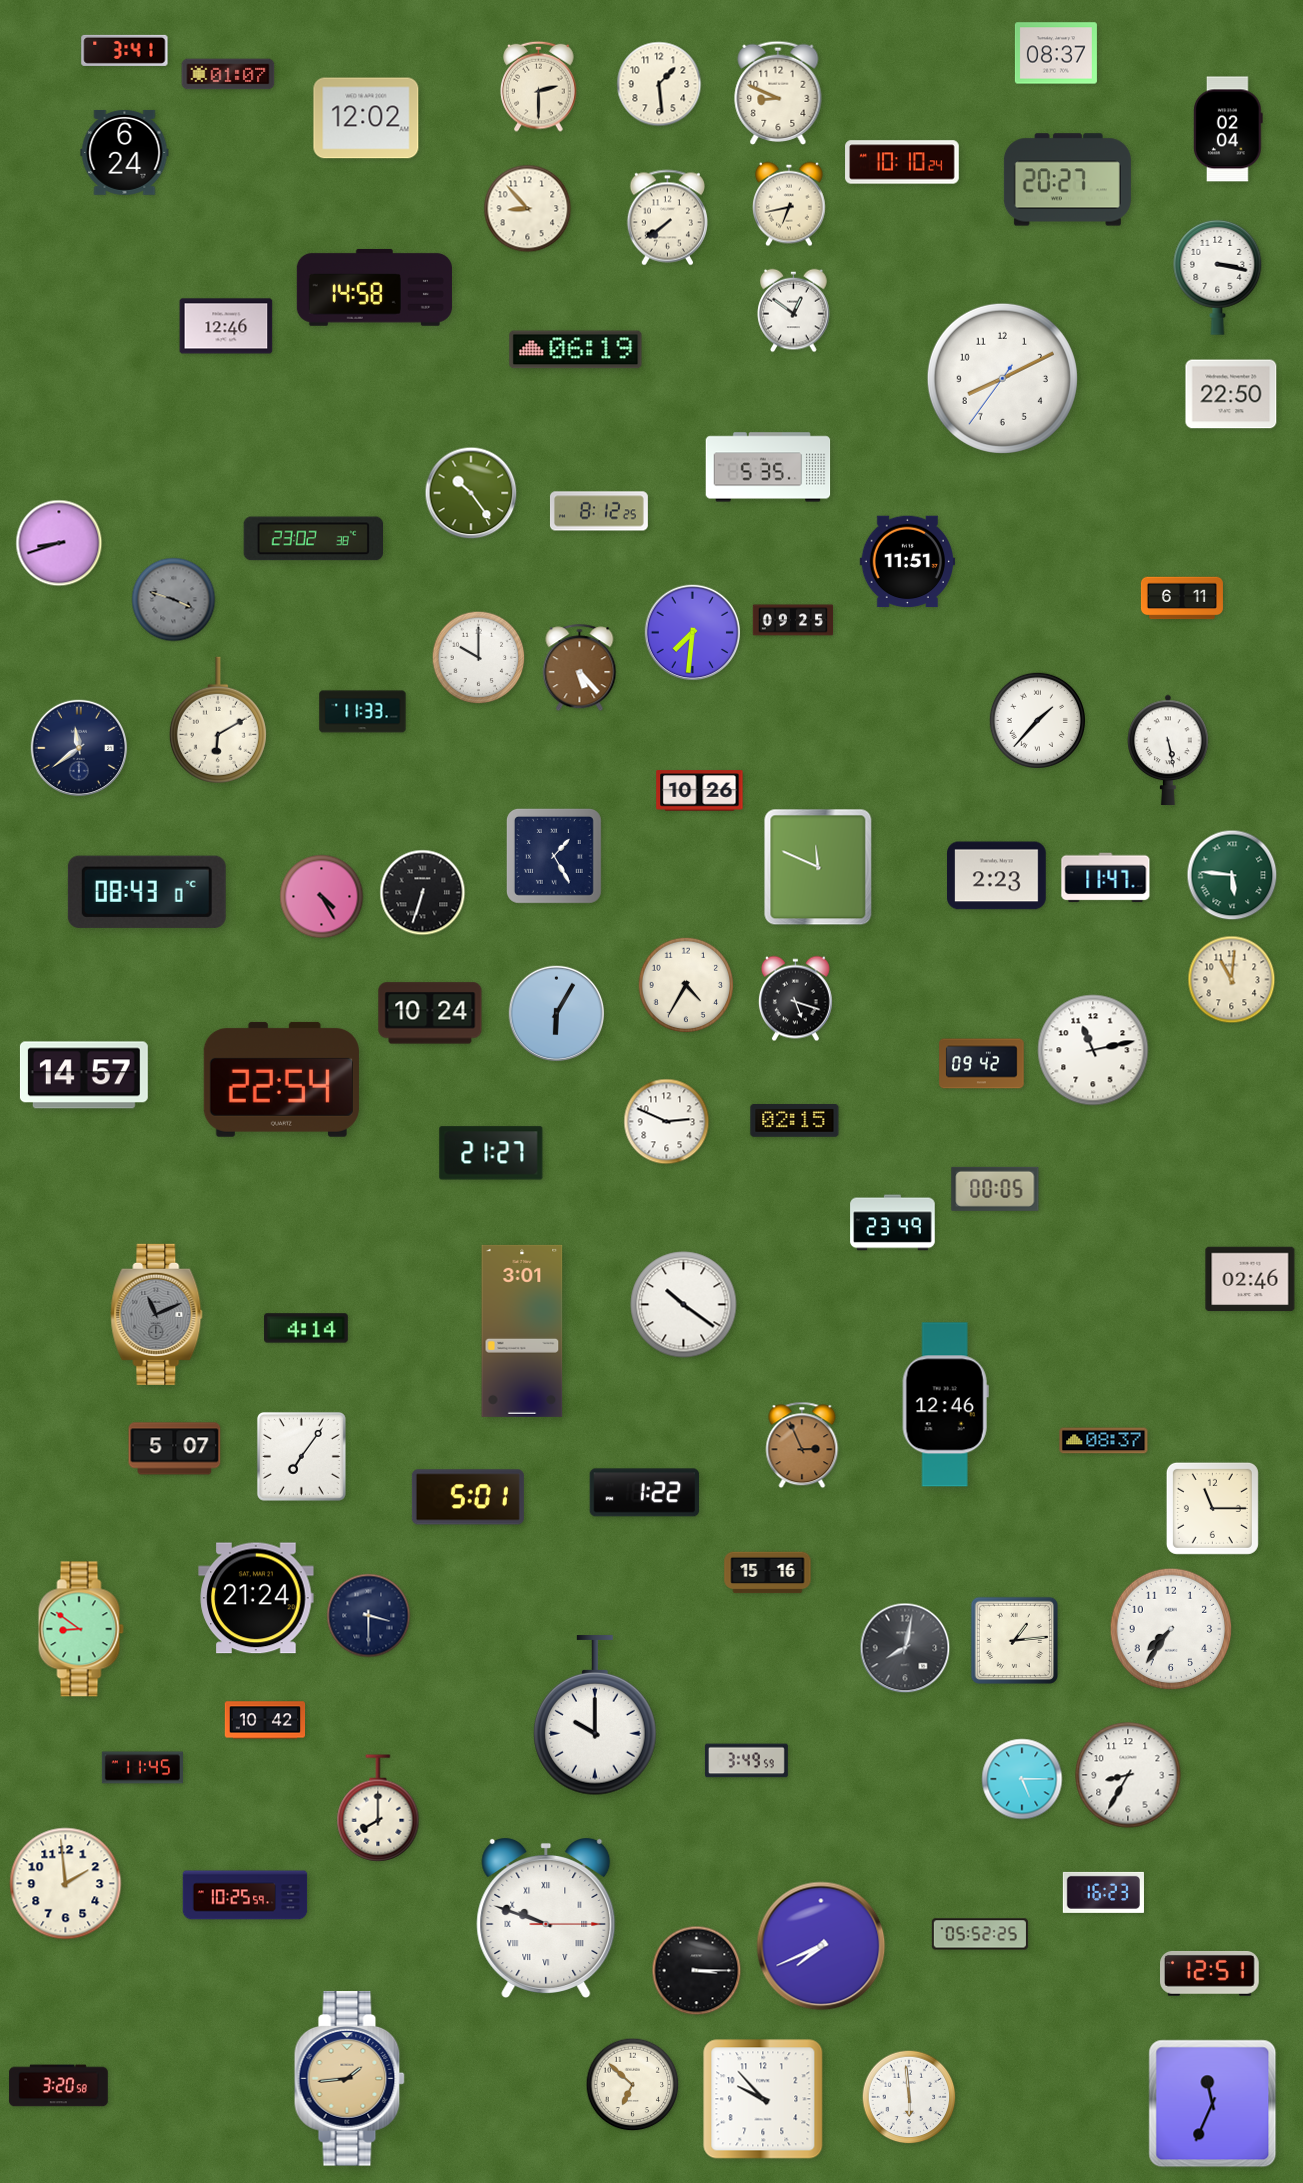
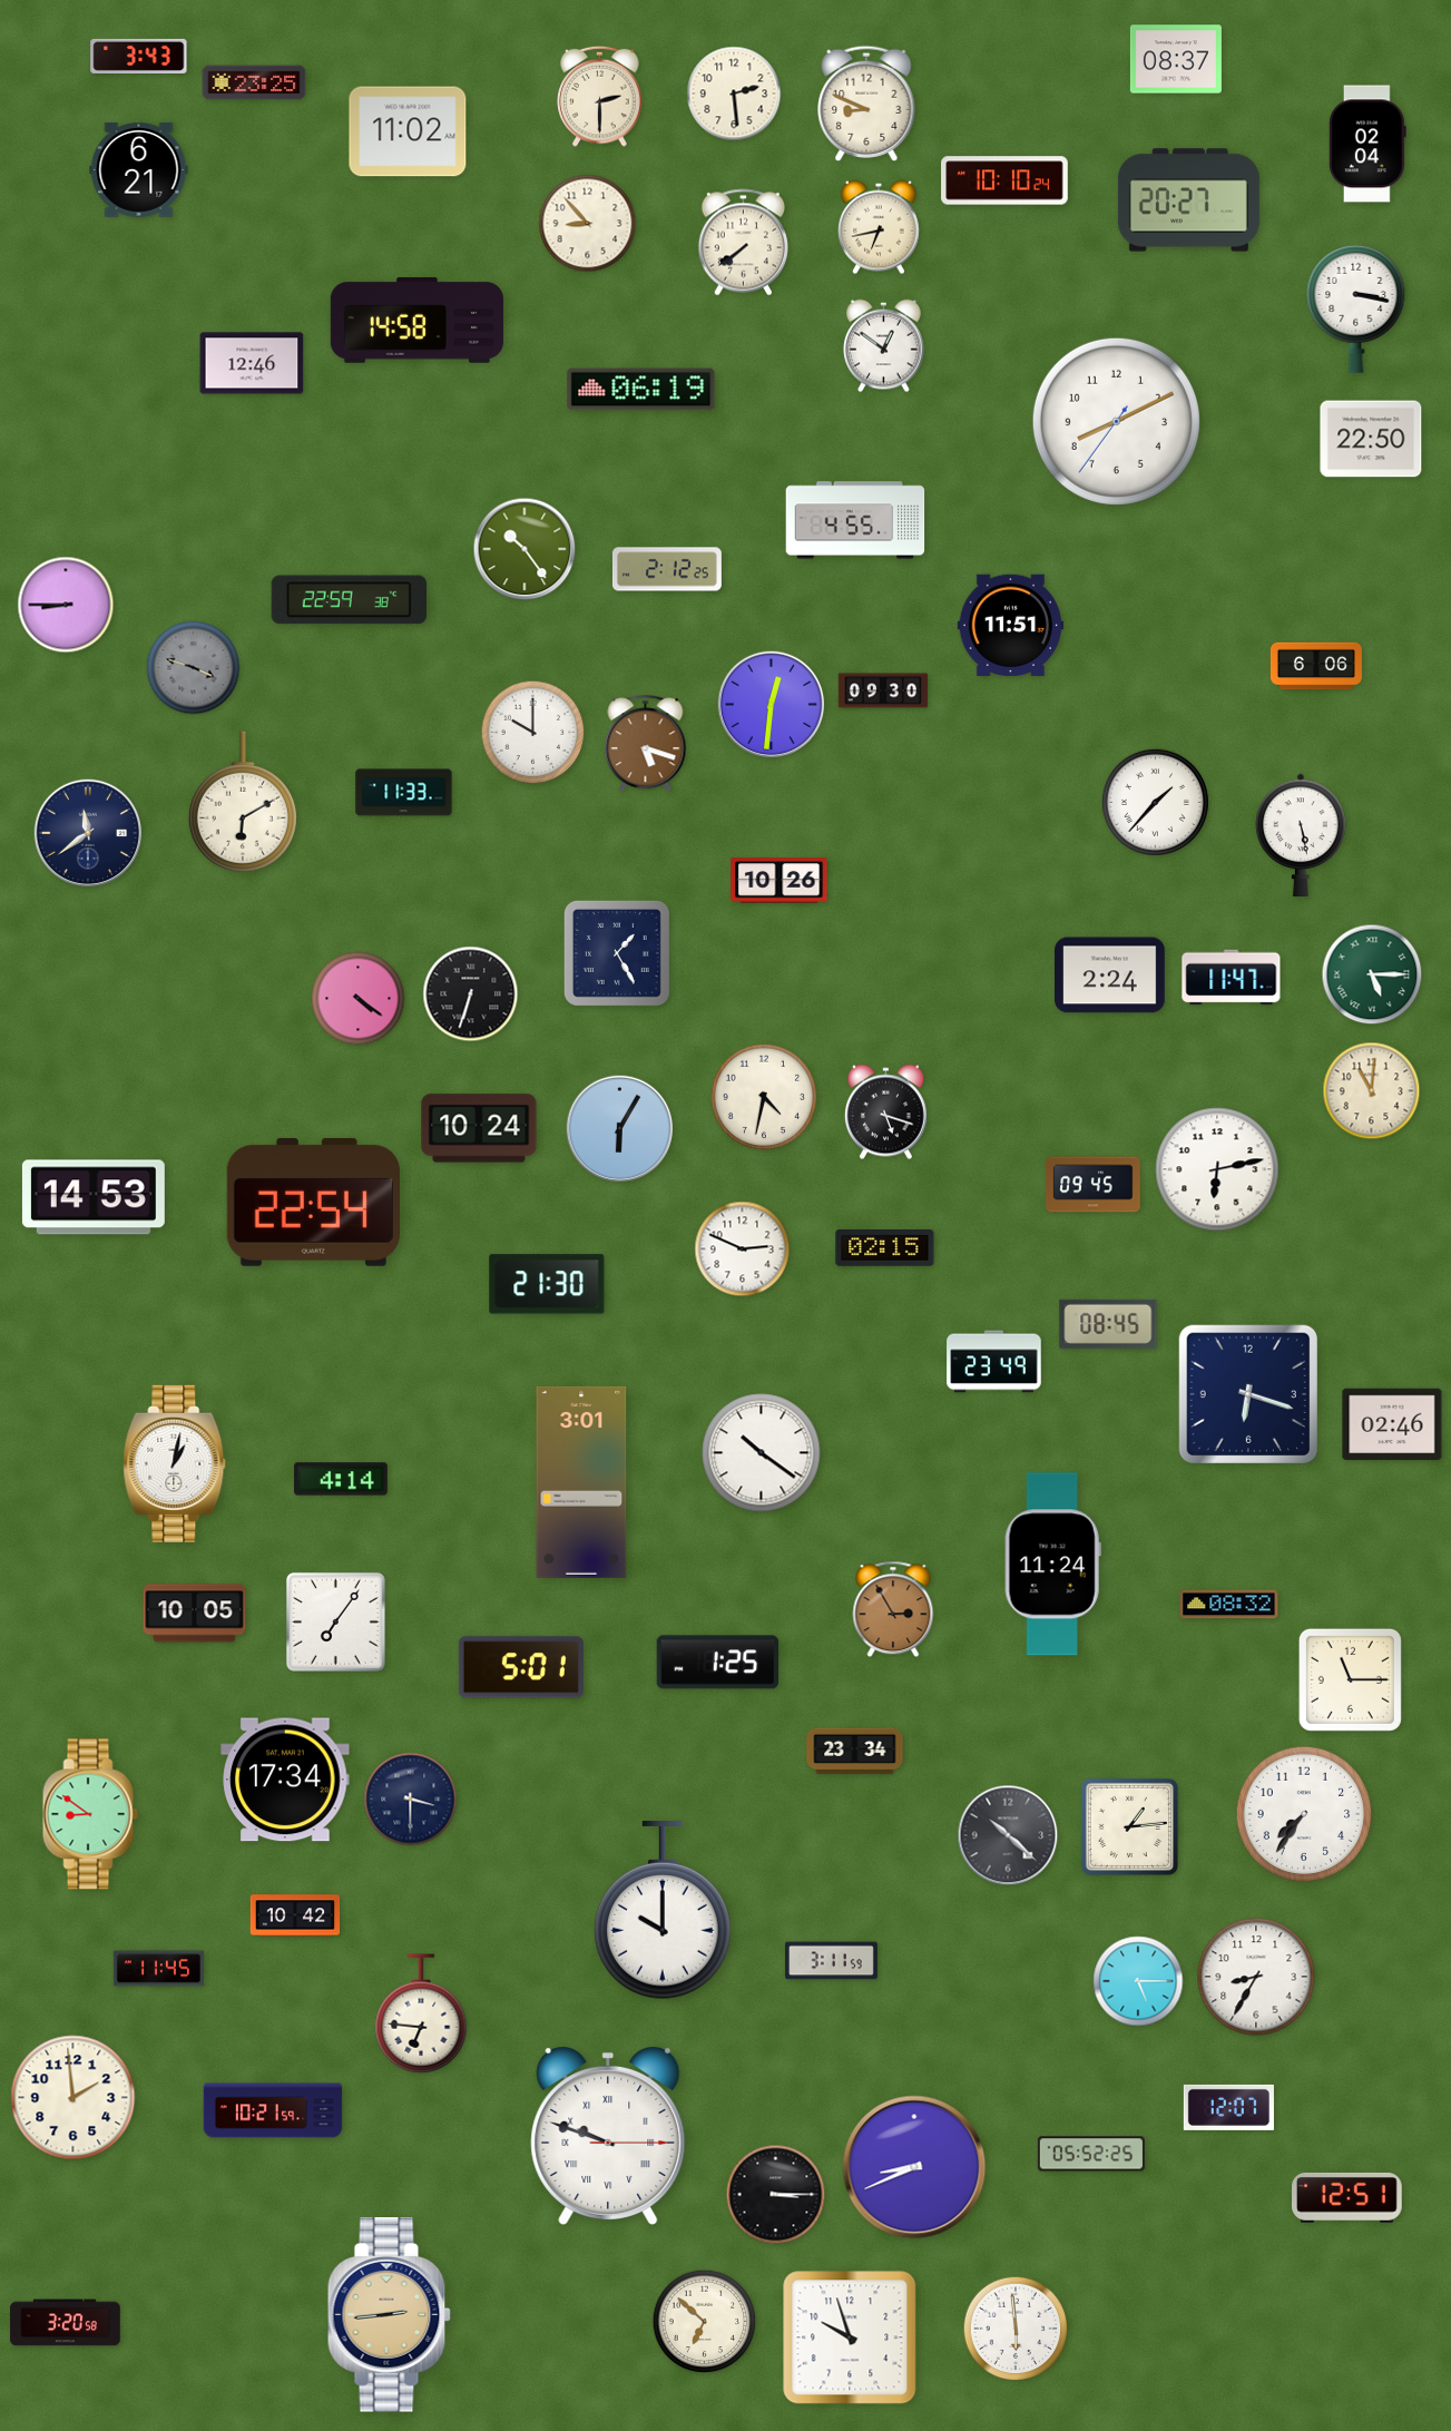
clock at (125, 50): 3:41 -> 3:43
clock at (228, 74): 01:07 -> 23:25
clock at (659, 84): 1:29 -> 2:29
clock at (366, 118): 12:02 -> 11:02
clock at (125, 152): 6:24 -> 6:21
clock at (528, 209) position: (528, 209) -> (588, 224)
clock at (768, 467): 5:35 -> 4:55
clock at (599, 511): 8:12 -> 2:12
clock at (313, 539): 23:02 -> 22:59
clock at (59, 543): 8:42 -> 8:45
clock at (1182, 598): 6:11 -> 6:06
clock at (793, 620): 09:25 -> 09:30
clock at (693, 633): 7:31 -> 12:31
clock at (580, 668): 5:23 -> 5:18
clock at (818, 867): 11:49 -> none
clock at (1232, 875): 5:46 -> 5:15
clock at (997, 876): 2:23 -> 2:24
clock at (147, 892): 08:43 -> none
clock at (322, 897): 4:25 -> 4:21
clock at (685, 984): 4:35 -> 4:32
clock at (1093, 1050): 11:13 -> 6:13
clock at (982, 1064): 09:42 -> 09:45
clock at (84, 1075): 14:57 -> 14:53
clock at (491, 1153): 21:27 -> 21:30
clock at (995, 1189): 00:05 -> 08:45
clock at (1247, 1393): none -> 6:18
clock at (157, 1314): 11:11 -> 1:02
clock at (157, 1314) dial: grey -> white
clock at (945, 1405): 12:46 -> 11:24
clock at (1104, 1441): 08:37 -> 08:32
clock at (802, 1445): 2:56 -> 2:55
clock at (175, 1449): 5:07 -> 10:05
clock at (645, 1493): 1:22 -> 1:25
clock at (768, 1573): 15:16 -> 23:34
clock at (256, 1598): 21:24 -> 17:34
clock at (905, 1648): 8:02 -> 10:22
clock at (746, 1761): 3:49 -> 3:11
clock at (378, 1808): 8:00 -> 6:46
clock at (1103, 1892): 16:23 -> 12:07
clock at (245, 1895): 10:25 -> 10:21
clock at (821, 1946): 7:41 -> 8:41
clock at (349, 2079): 1:44 -> 2:44
clock at (909, 2097) position: (909, 2097) -> (1016, 2329)
clock at (763, 2099): 9:53 -> 9:57
clock at (1213, 2104): 11:34 -> none
